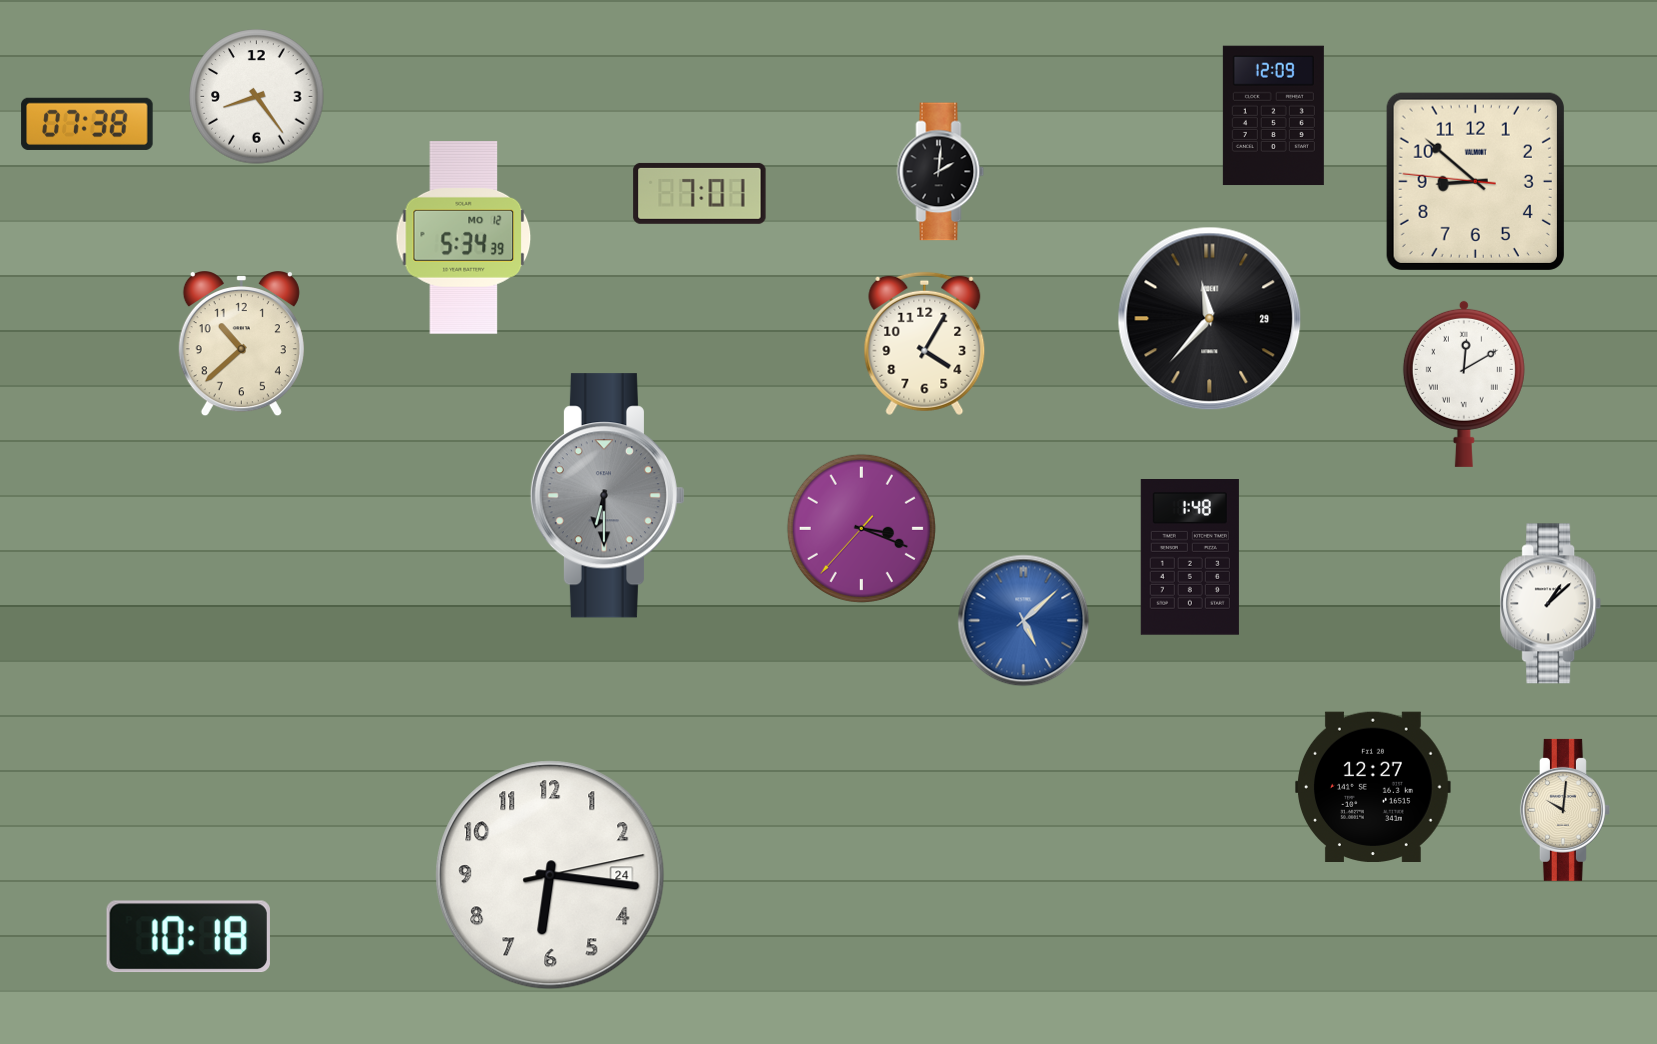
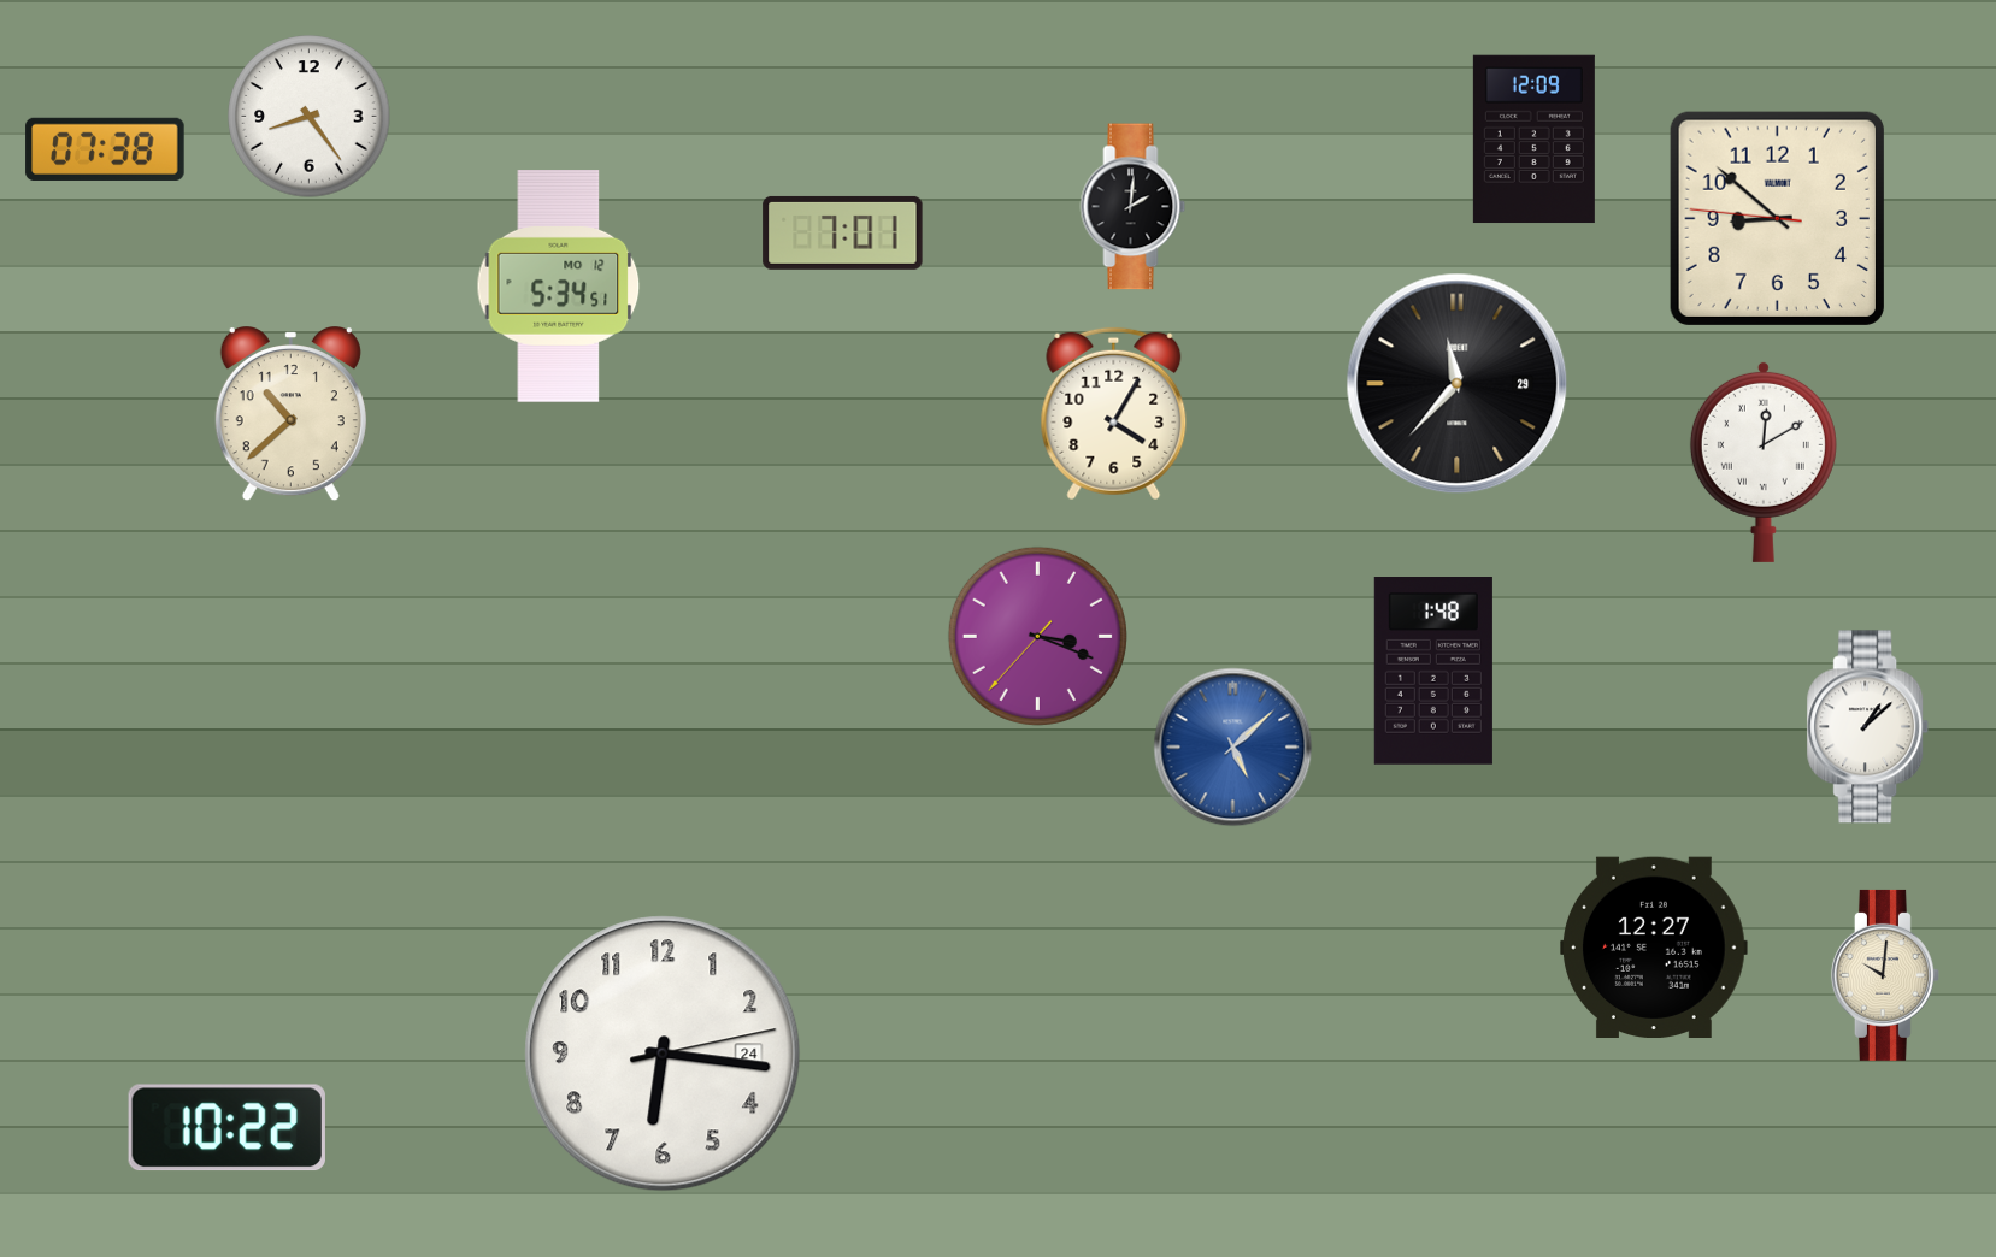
clock at (464, 238): 5:34:39 -> 5:34:51
clock at (607, 496): 6:30 -> none
clock at (188, 937): 10:18 -> 10:22
